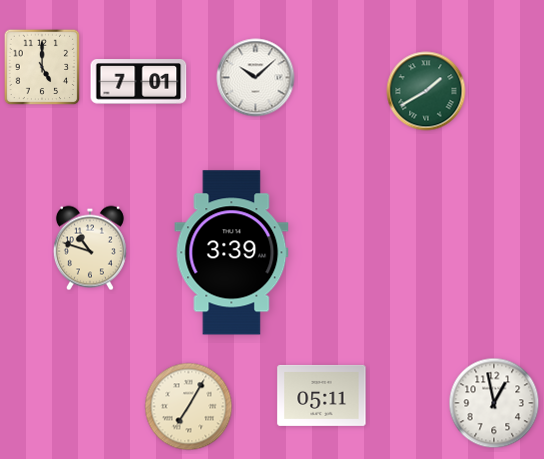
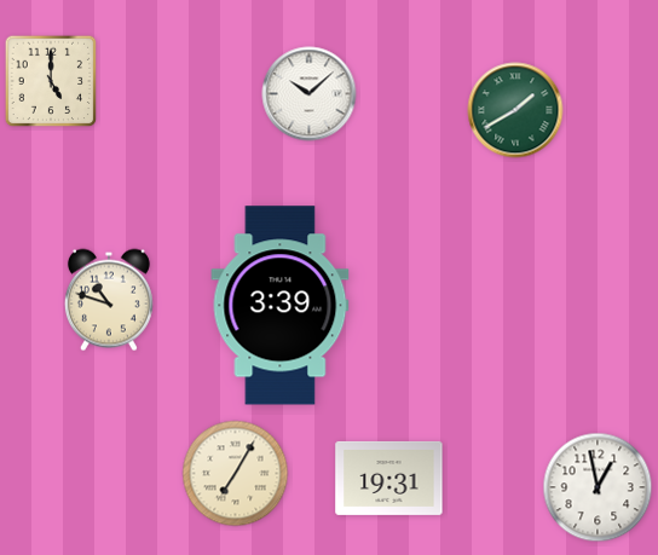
clock at (139, 82): 7:01 -> none
clock at (322, 395): 05:11 -> 19:31
clock at (189, 407) position: (189, 407) -> (236, 474)
